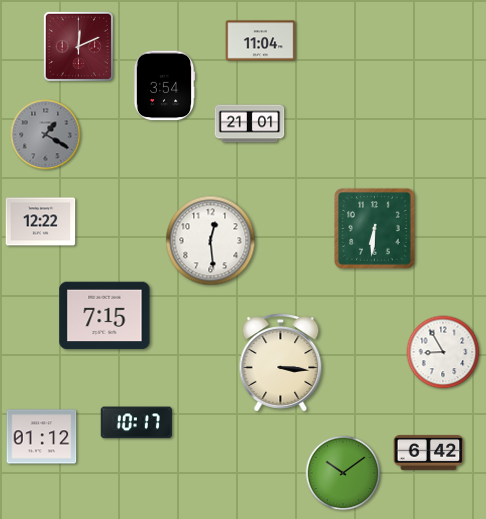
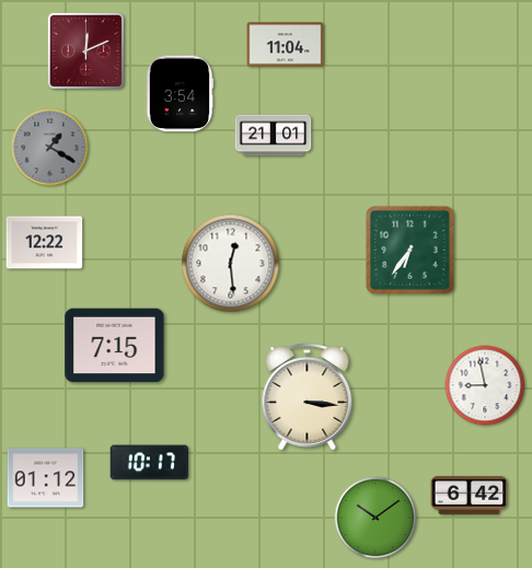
clock at (375, 229): 6:31 -> 6:36
clock at (443, 352): 8:55 -> 8:58
